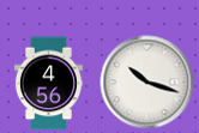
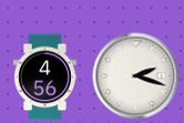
clock at (146, 81): 10:18 -> 2:18
